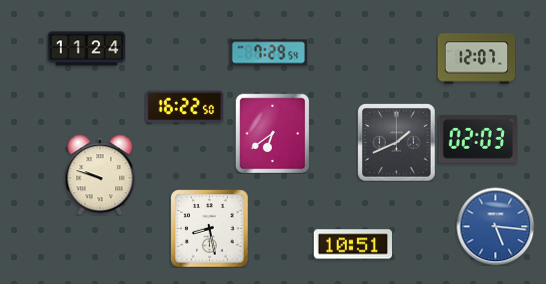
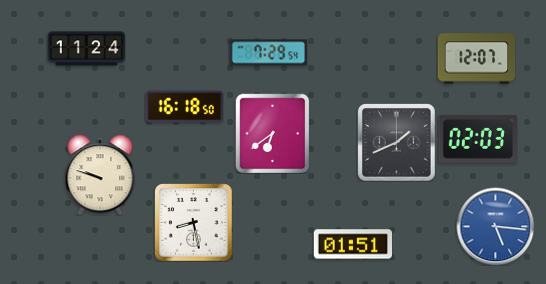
clock at (184, 107): 16:22 -> 16:18
clock at (209, 228) position: (209, 228) -> (193, 222)
clock at (352, 244): 10:51 -> 01:51
